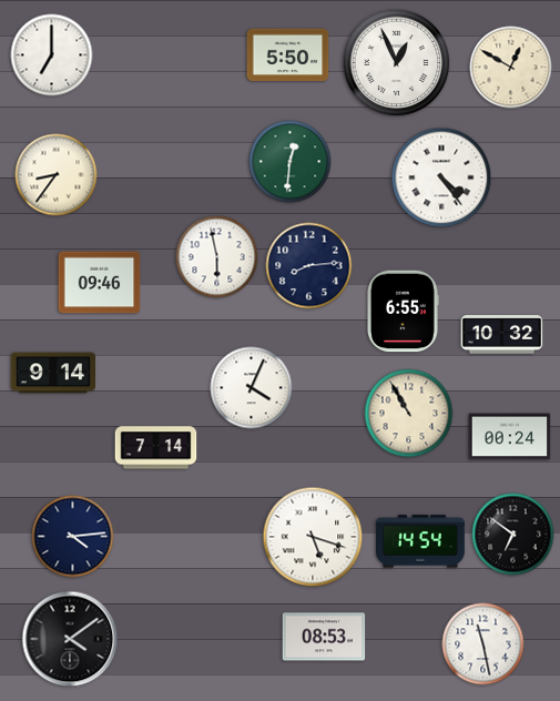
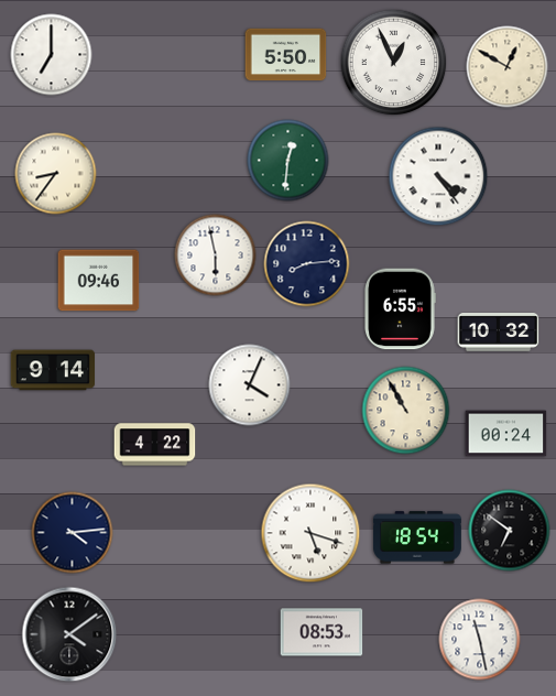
clock at (156, 448): 7:14 -> 4:22
clock at (421, 541): 14:54 -> 18:54
